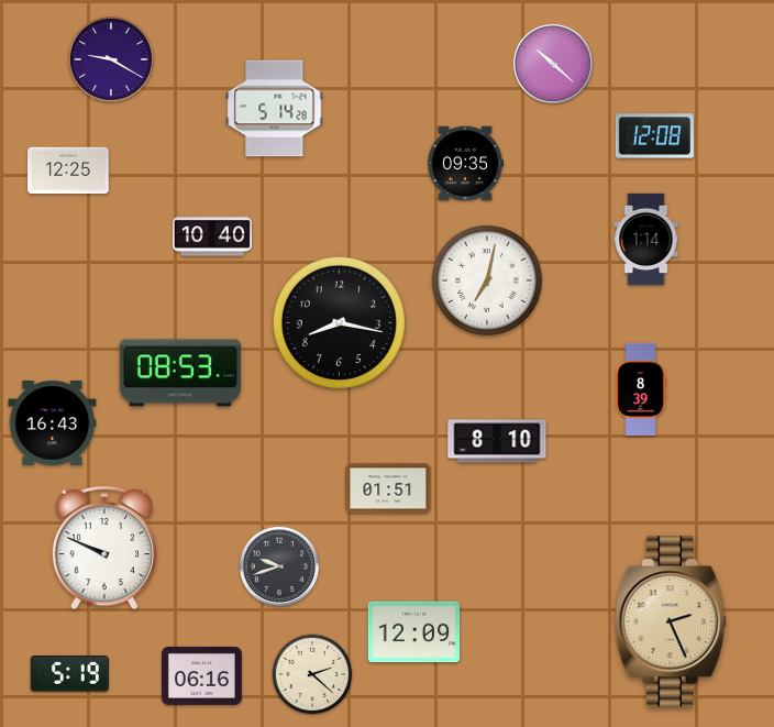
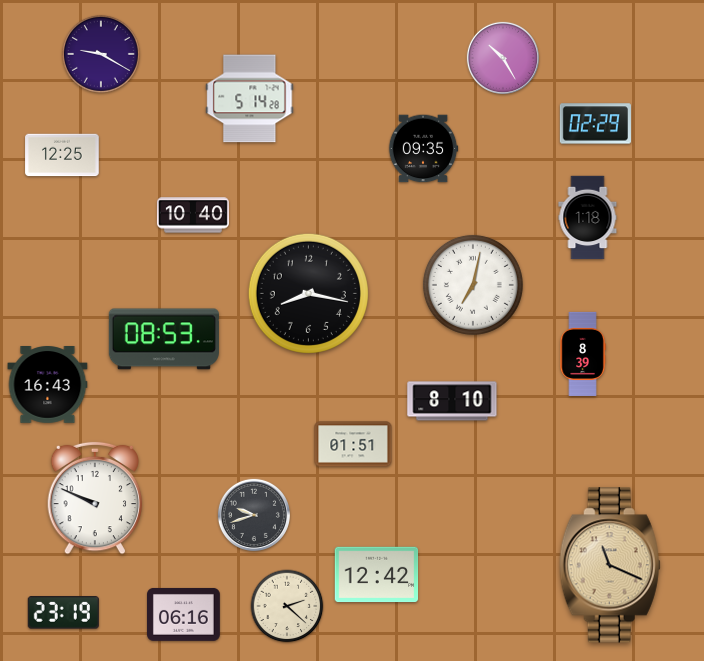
clock at (553, 64): 10:22 -> 10:25
clock at (654, 136): 12:08 -> 02:29
clock at (646, 240): 1:14 -> 1:18
clock at (487, 280) position: (487, 280) -> (473, 285)
clock at (671, 621): 2:26 -> 11:19
clock at (414, 632): 12:09 -> 12:42
clock at (69, 674): 5:19 -> 23:19
clock at (312, 674) position: (312, 674) -> (287, 606)
